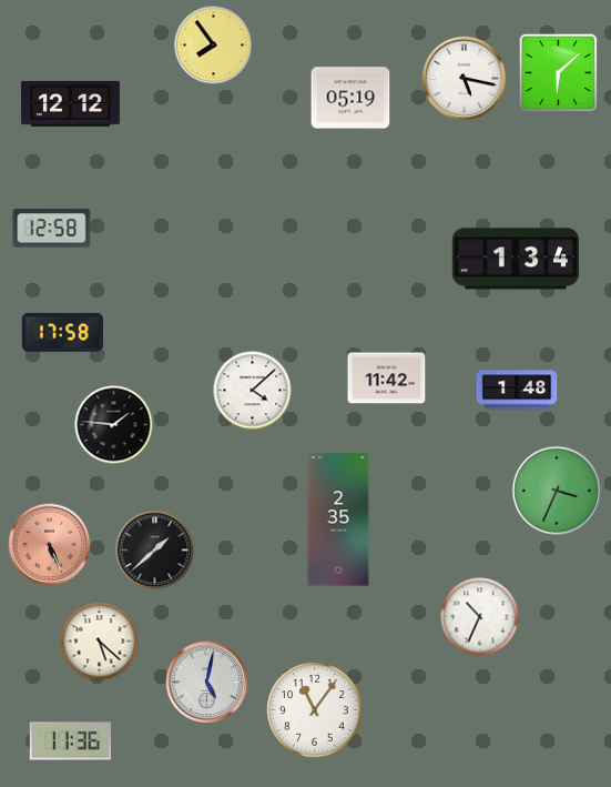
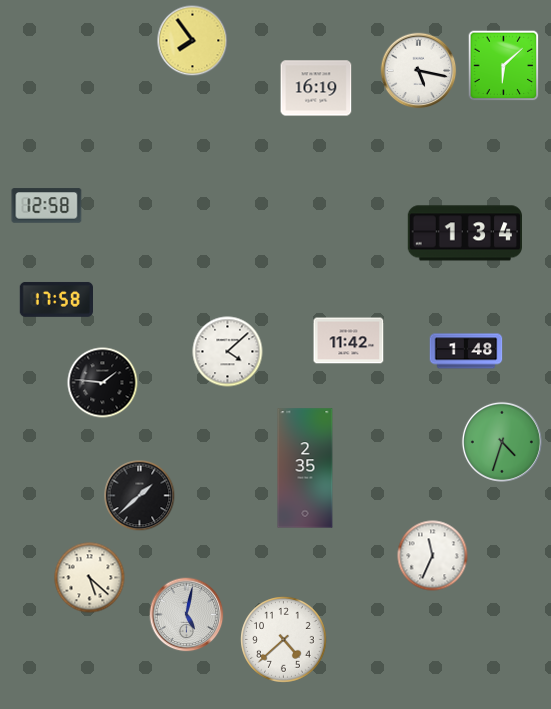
clock at (350, 98): 05:19 -> 16:19
clock at (70, 103): 12:12 -> none
clock at (557, 491): 3:34 -> 4:33
clock at (50, 545): 5:26 -> none
clock at (480, 617): 10:34 -> 11:34
clock at (315, 710): 11:06 -> 4:38
clock at (71, 741): 11:36 -> none
